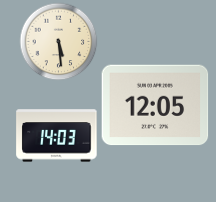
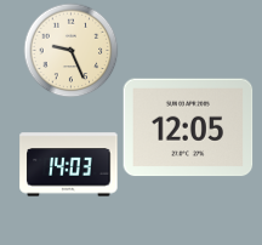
clock at (58, 41): 5:29 -> 9:26
